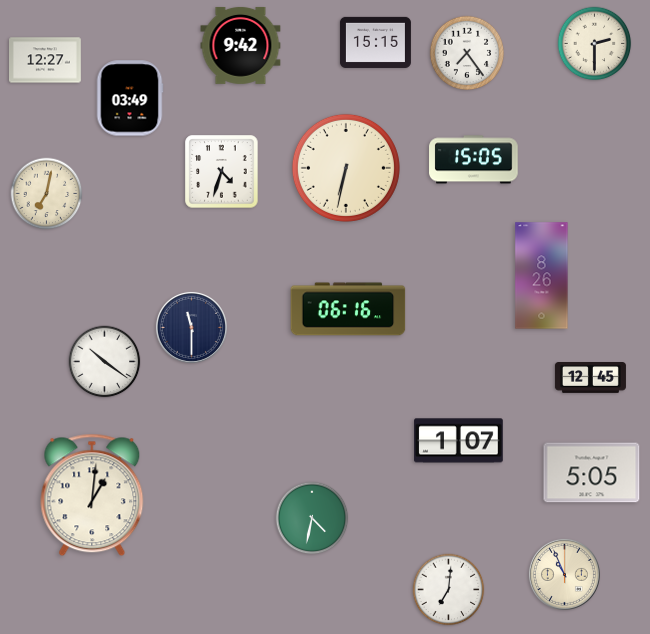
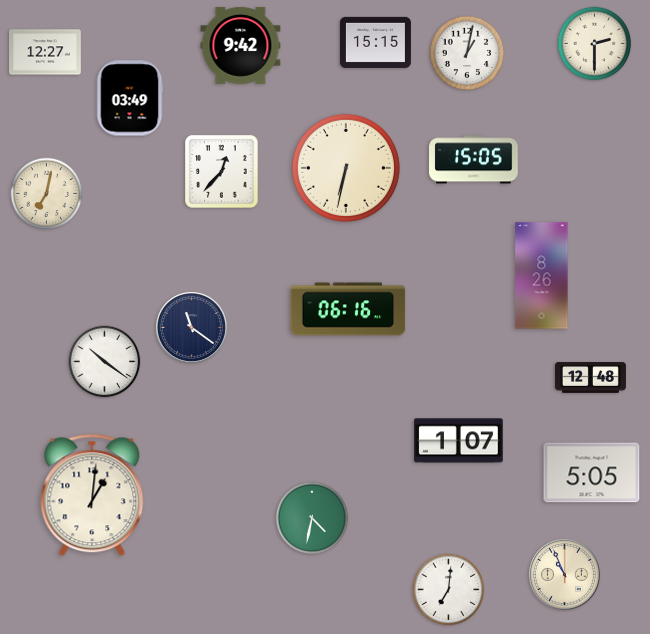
clock at (467, 53): 7:24 -> 1:02
clock at (46, 60) position: (46, 60) -> (46, 52)
clock at (222, 172): 4:33 -> 12:37
clock at (191, 327): 11:30 -> 11:21
clock at (590, 378): 12:45 -> 12:48
